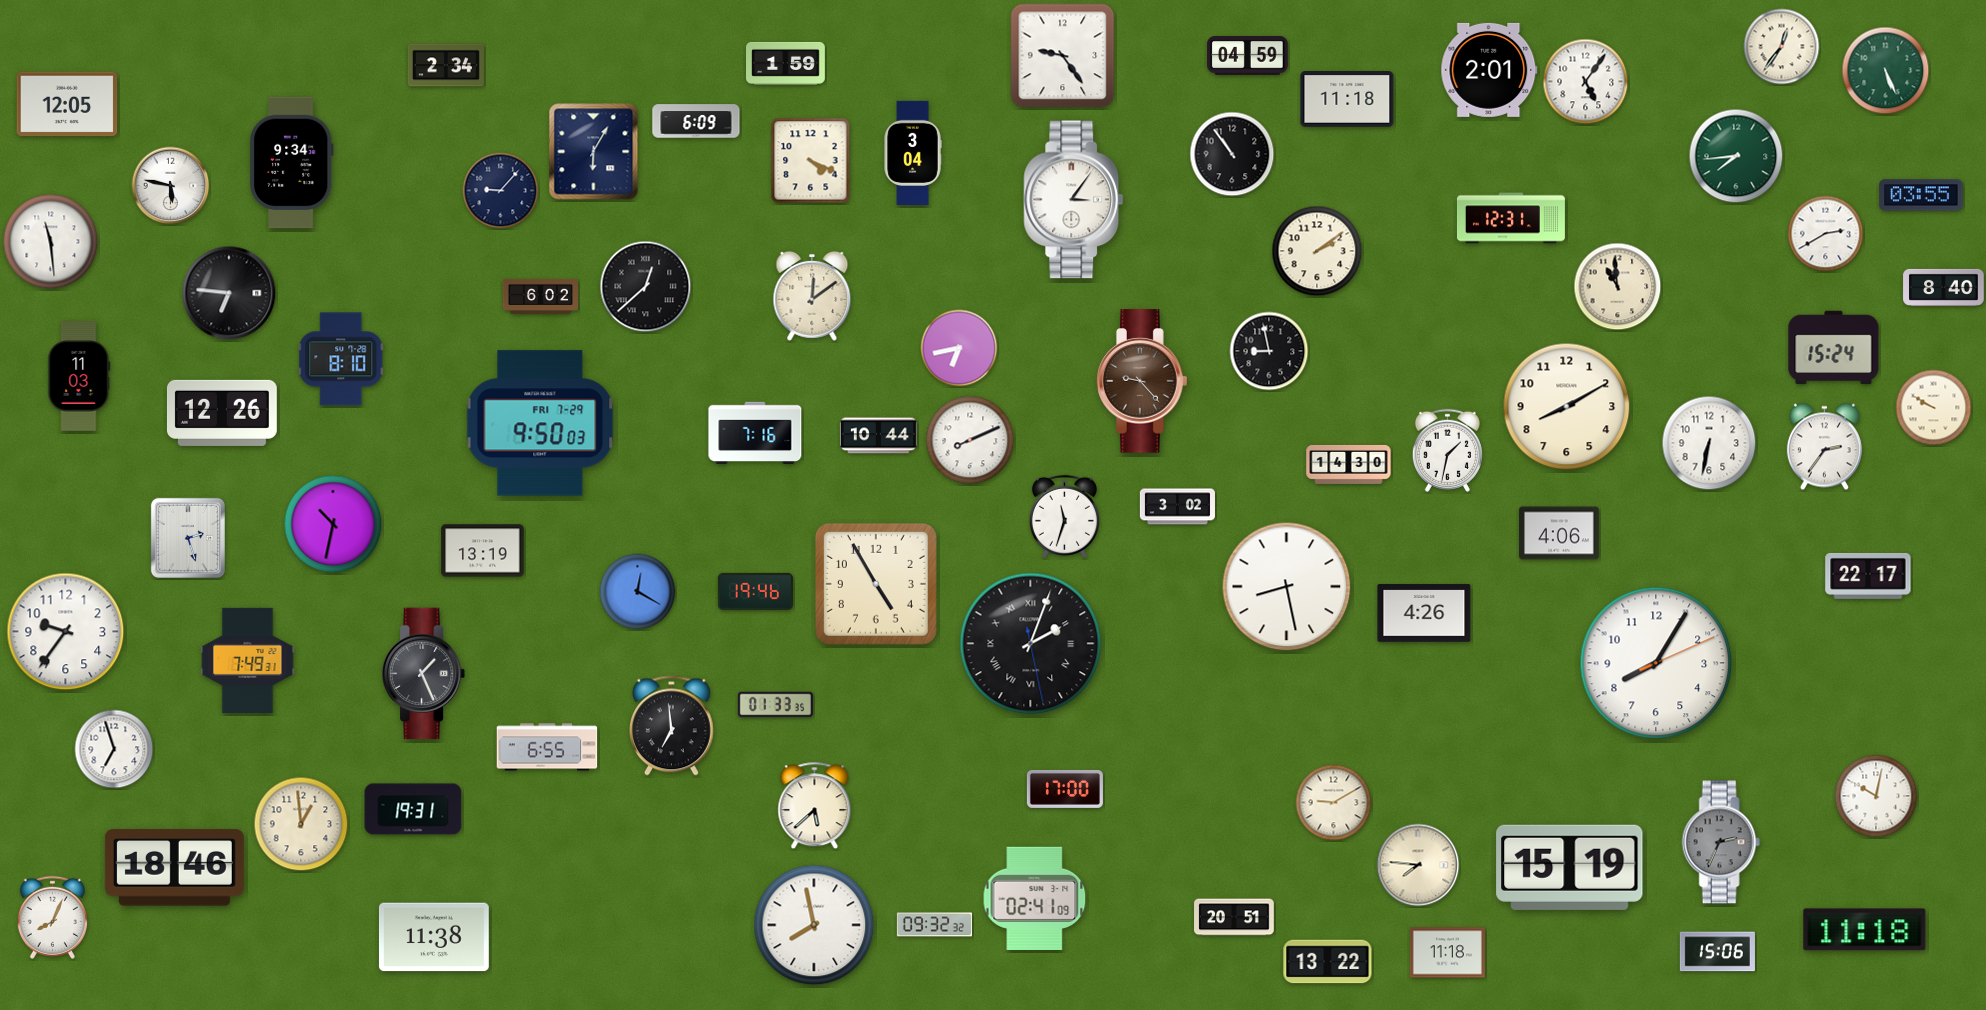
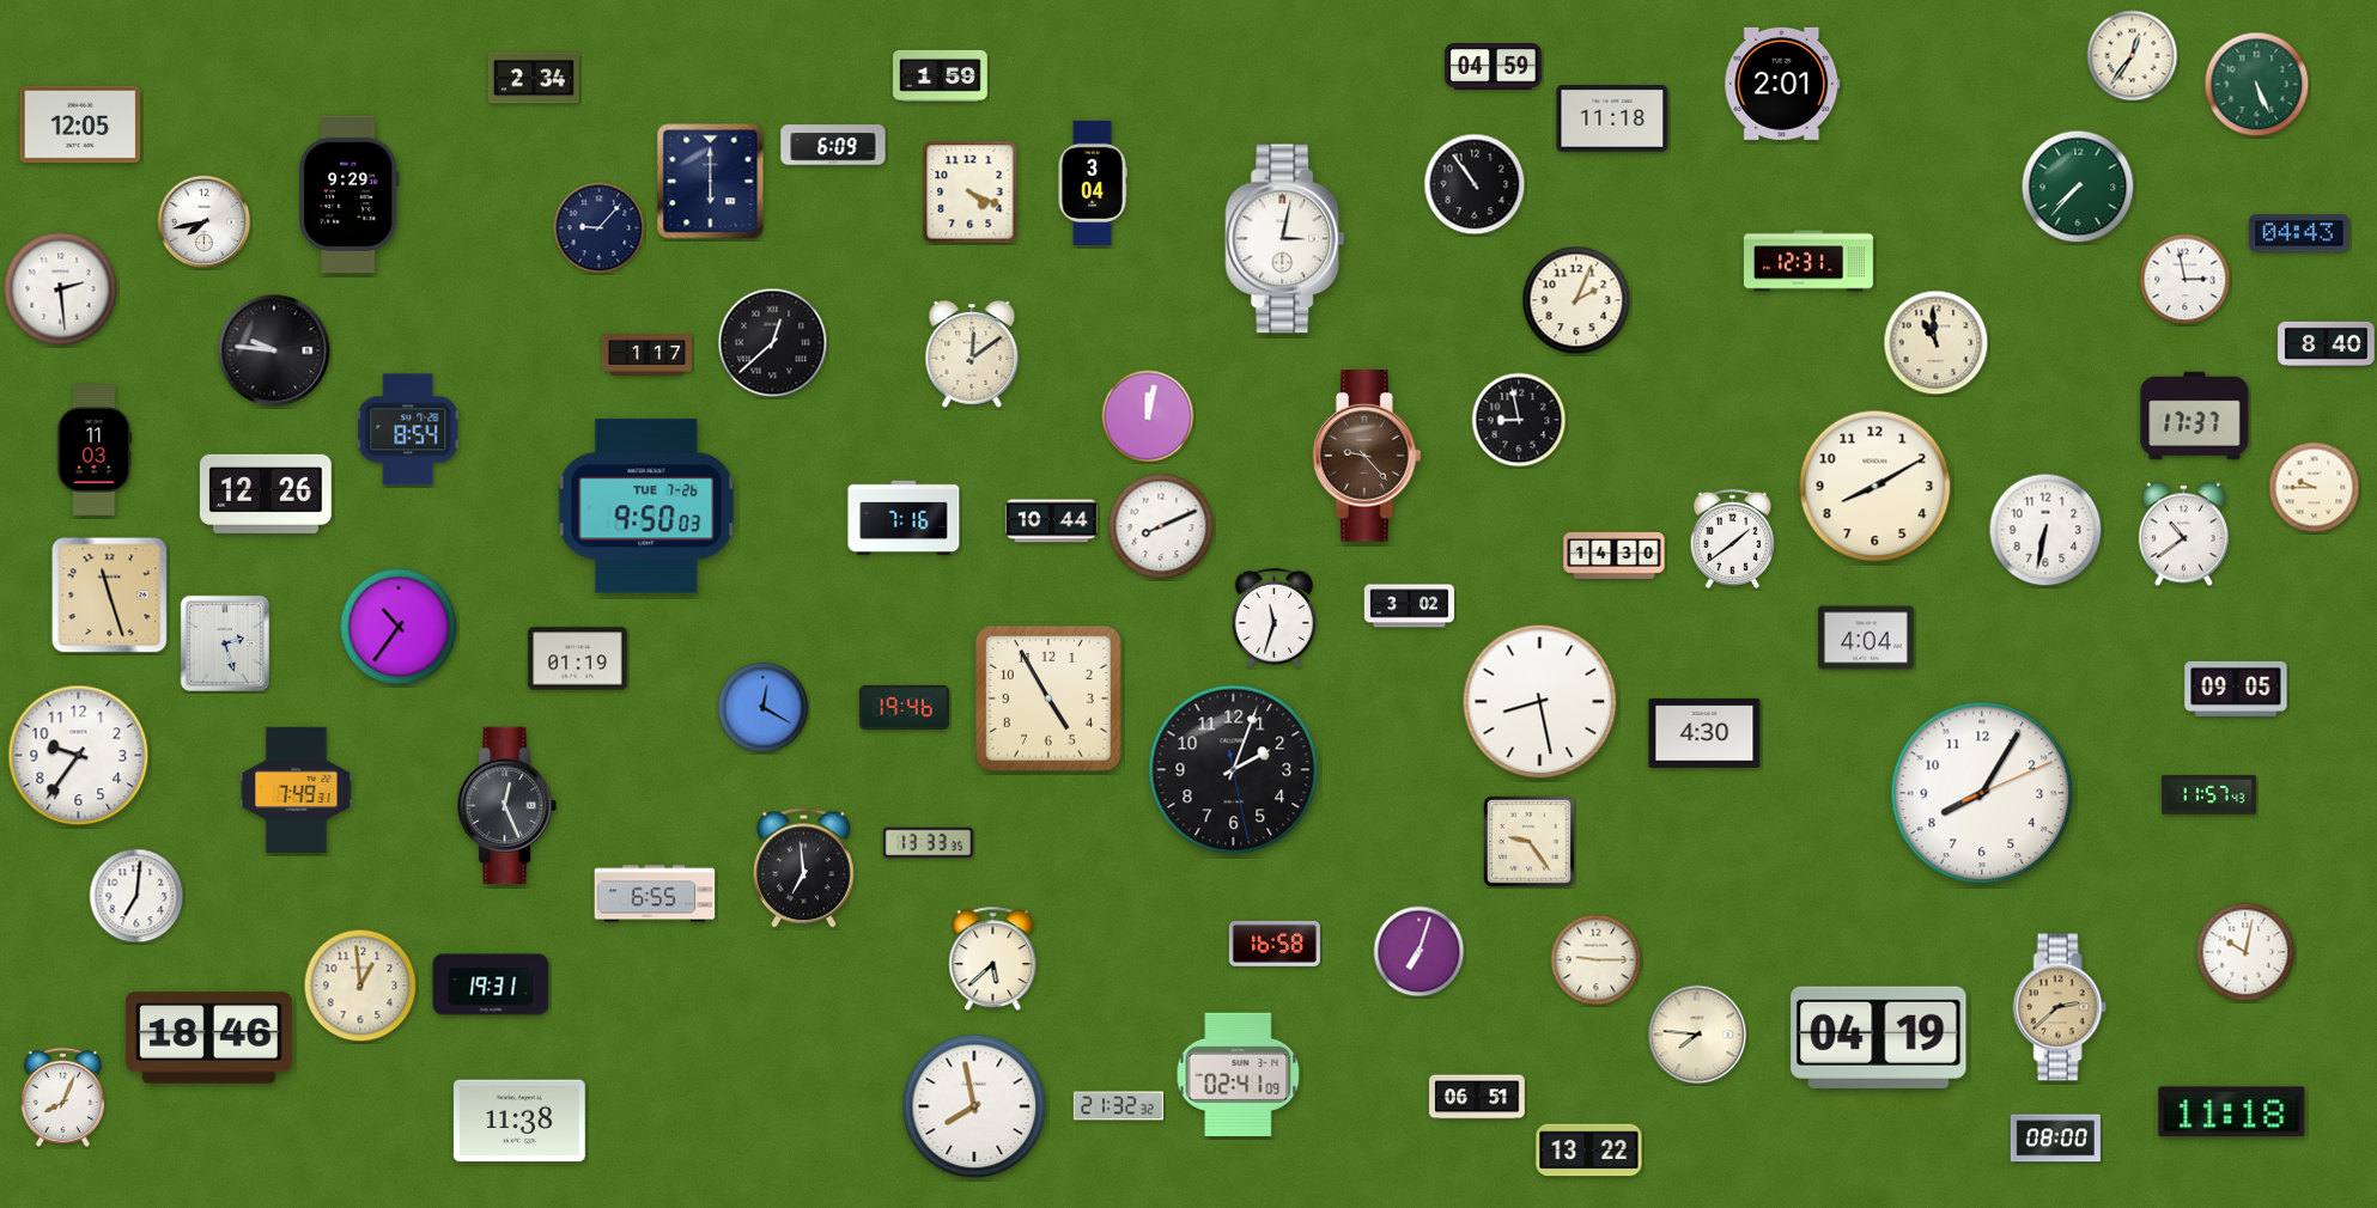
clock at (1063, 56): 9:24 -> none
clock at (1586, 82): 5:06 -> none
clock at (594, 152): 6:05 -> 6:00
clock at (1736, 156): 7:44 -> 7:37
clock at (291, 163): 9:34 -> 9:29
clock at (171, 186): 5:47 -> 7:43
clock at (1921, 195): 03:55 -> 04:43
clock at (1074, 200): 3:06 -> 3:02
clock at (1826, 234): 2:40 -> 2:58
clock at (51, 242): 11:29 -> 2:29
clock at (1317, 251): 2:09 -> 2:04
clock at (229, 293): 6:46 -> 9:46
clock at (540, 296): 6:02 -> 1:17
clock at (959, 348): 6:43 -> 12:02
clock at (1834, 348): 15:24 -> 17:37
clock at (341, 359): 8:10 -> 8:54
clock at (1934, 408): 9:50 -> 9:45
clock at (540, 423) date: FRI 7-29 -> TUE 7-26
clock at (1824, 447): 2:36 -> 10:39
clock at (1447, 450): 1:32 -> 1:39
clock at (110, 596): none -> 11:27
clock at (333, 524): 10:32 -> 10:36
clock at (1559, 533): 4:06 -> 4:04
clock at (483, 551): 13:19 -> 01:19
clock at (1868, 576): 22:17 -> 09:05
clock at (1424, 613): 4:26 -> 4:30
clock at (1031, 644) numerals: Roman -> Arabic
clock at (2209, 795): none -> 11:57
clock at (424, 674): 1:26 -> 12:26
clock at (1530, 842): none -> 9:24
clock at (775, 705): 01:33 -> 13:33
clock at (114, 749): 6:57 -> 7:01
clock at (1065, 789): 17:00 -> 16:58
clock at (1419, 952): none -> 7:03
clock at (1334, 803): 9:10 -> 9:15
clock at (815, 806) position: (815, 806) -> (993, 959)
clock at (413, 809) position: (413, 809) -> (491, 984)
clock at (1721, 842): 2:34 -> 2:38
clock at (1721, 842) dial: grey -> champagne
clock at (1570, 867): 15:19 -> 04:19
clock at (1234, 917): 20:51 -> 06:51
clock at (934, 925): 09:32 -> 21:32
clock at (1717, 952): 15:06 -> 08:00
clock at (1447, 953): 11:18 -> none
